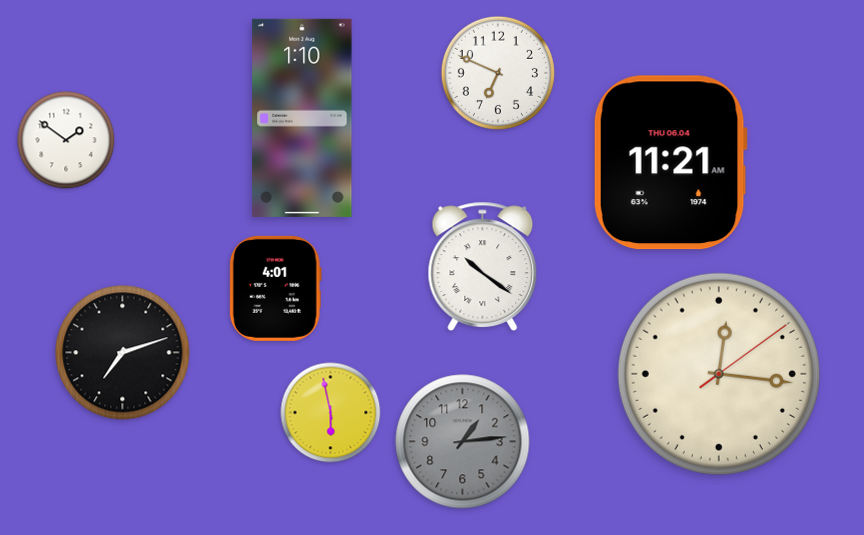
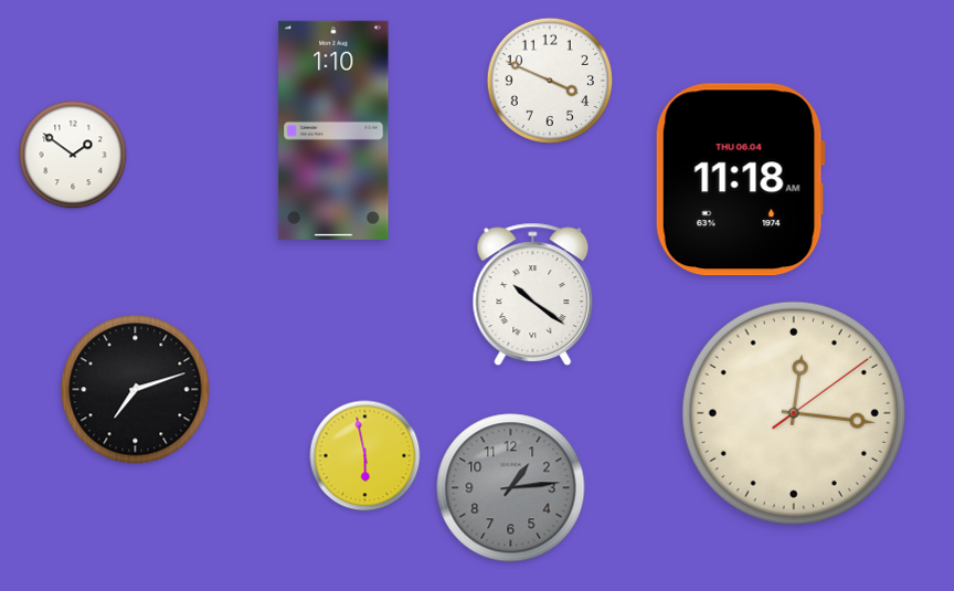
clock at (498, 73): 6:49 -> 3:49
clock at (670, 163): 11:21 -> 11:18
clock at (275, 288): 4:01 -> none
